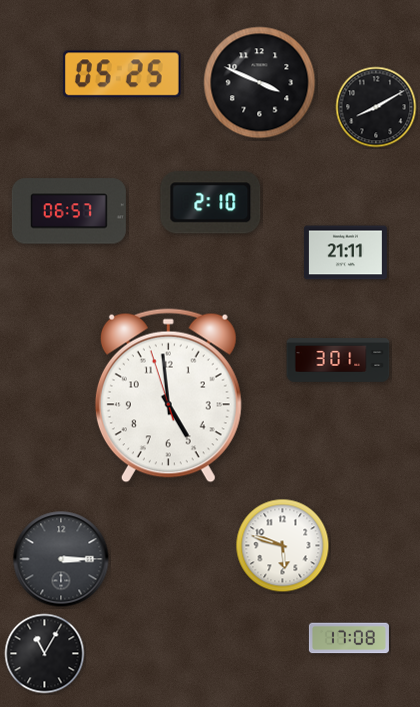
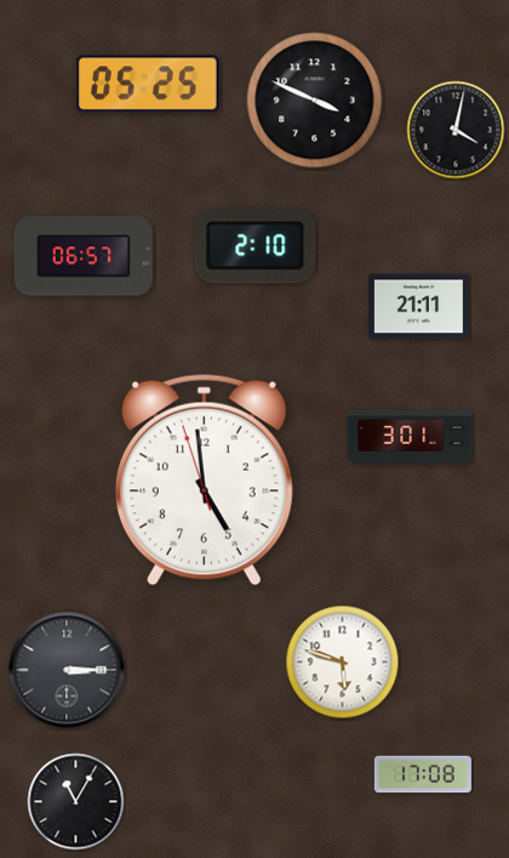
clock at (122, 74) position: (122, 74) -> (148, 84)
clock at (376, 107): 8:10 -> 4:02
clock at (61, 559) position: (61, 559) -> (67, 670)
clock at (45, 654) position: (45, 654) -> (76, 802)
